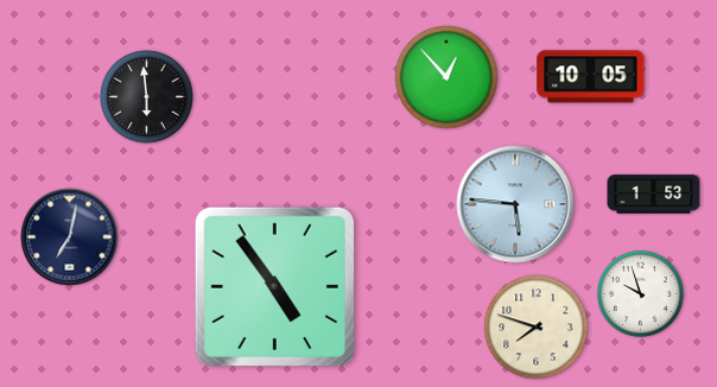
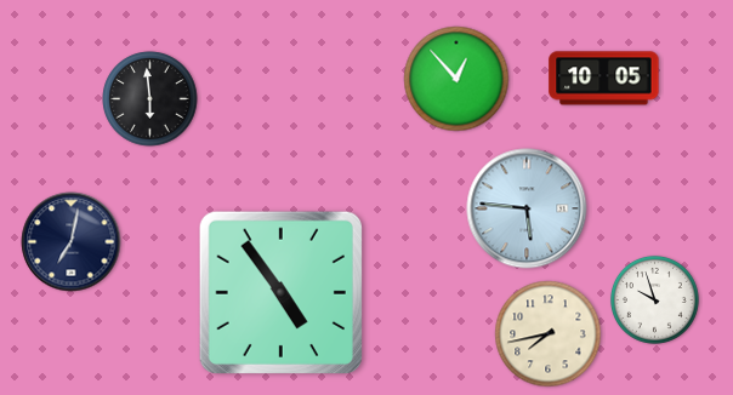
clock at (654, 195): 1:53 -> none
clock at (537, 328): 7:48 -> 7:43
